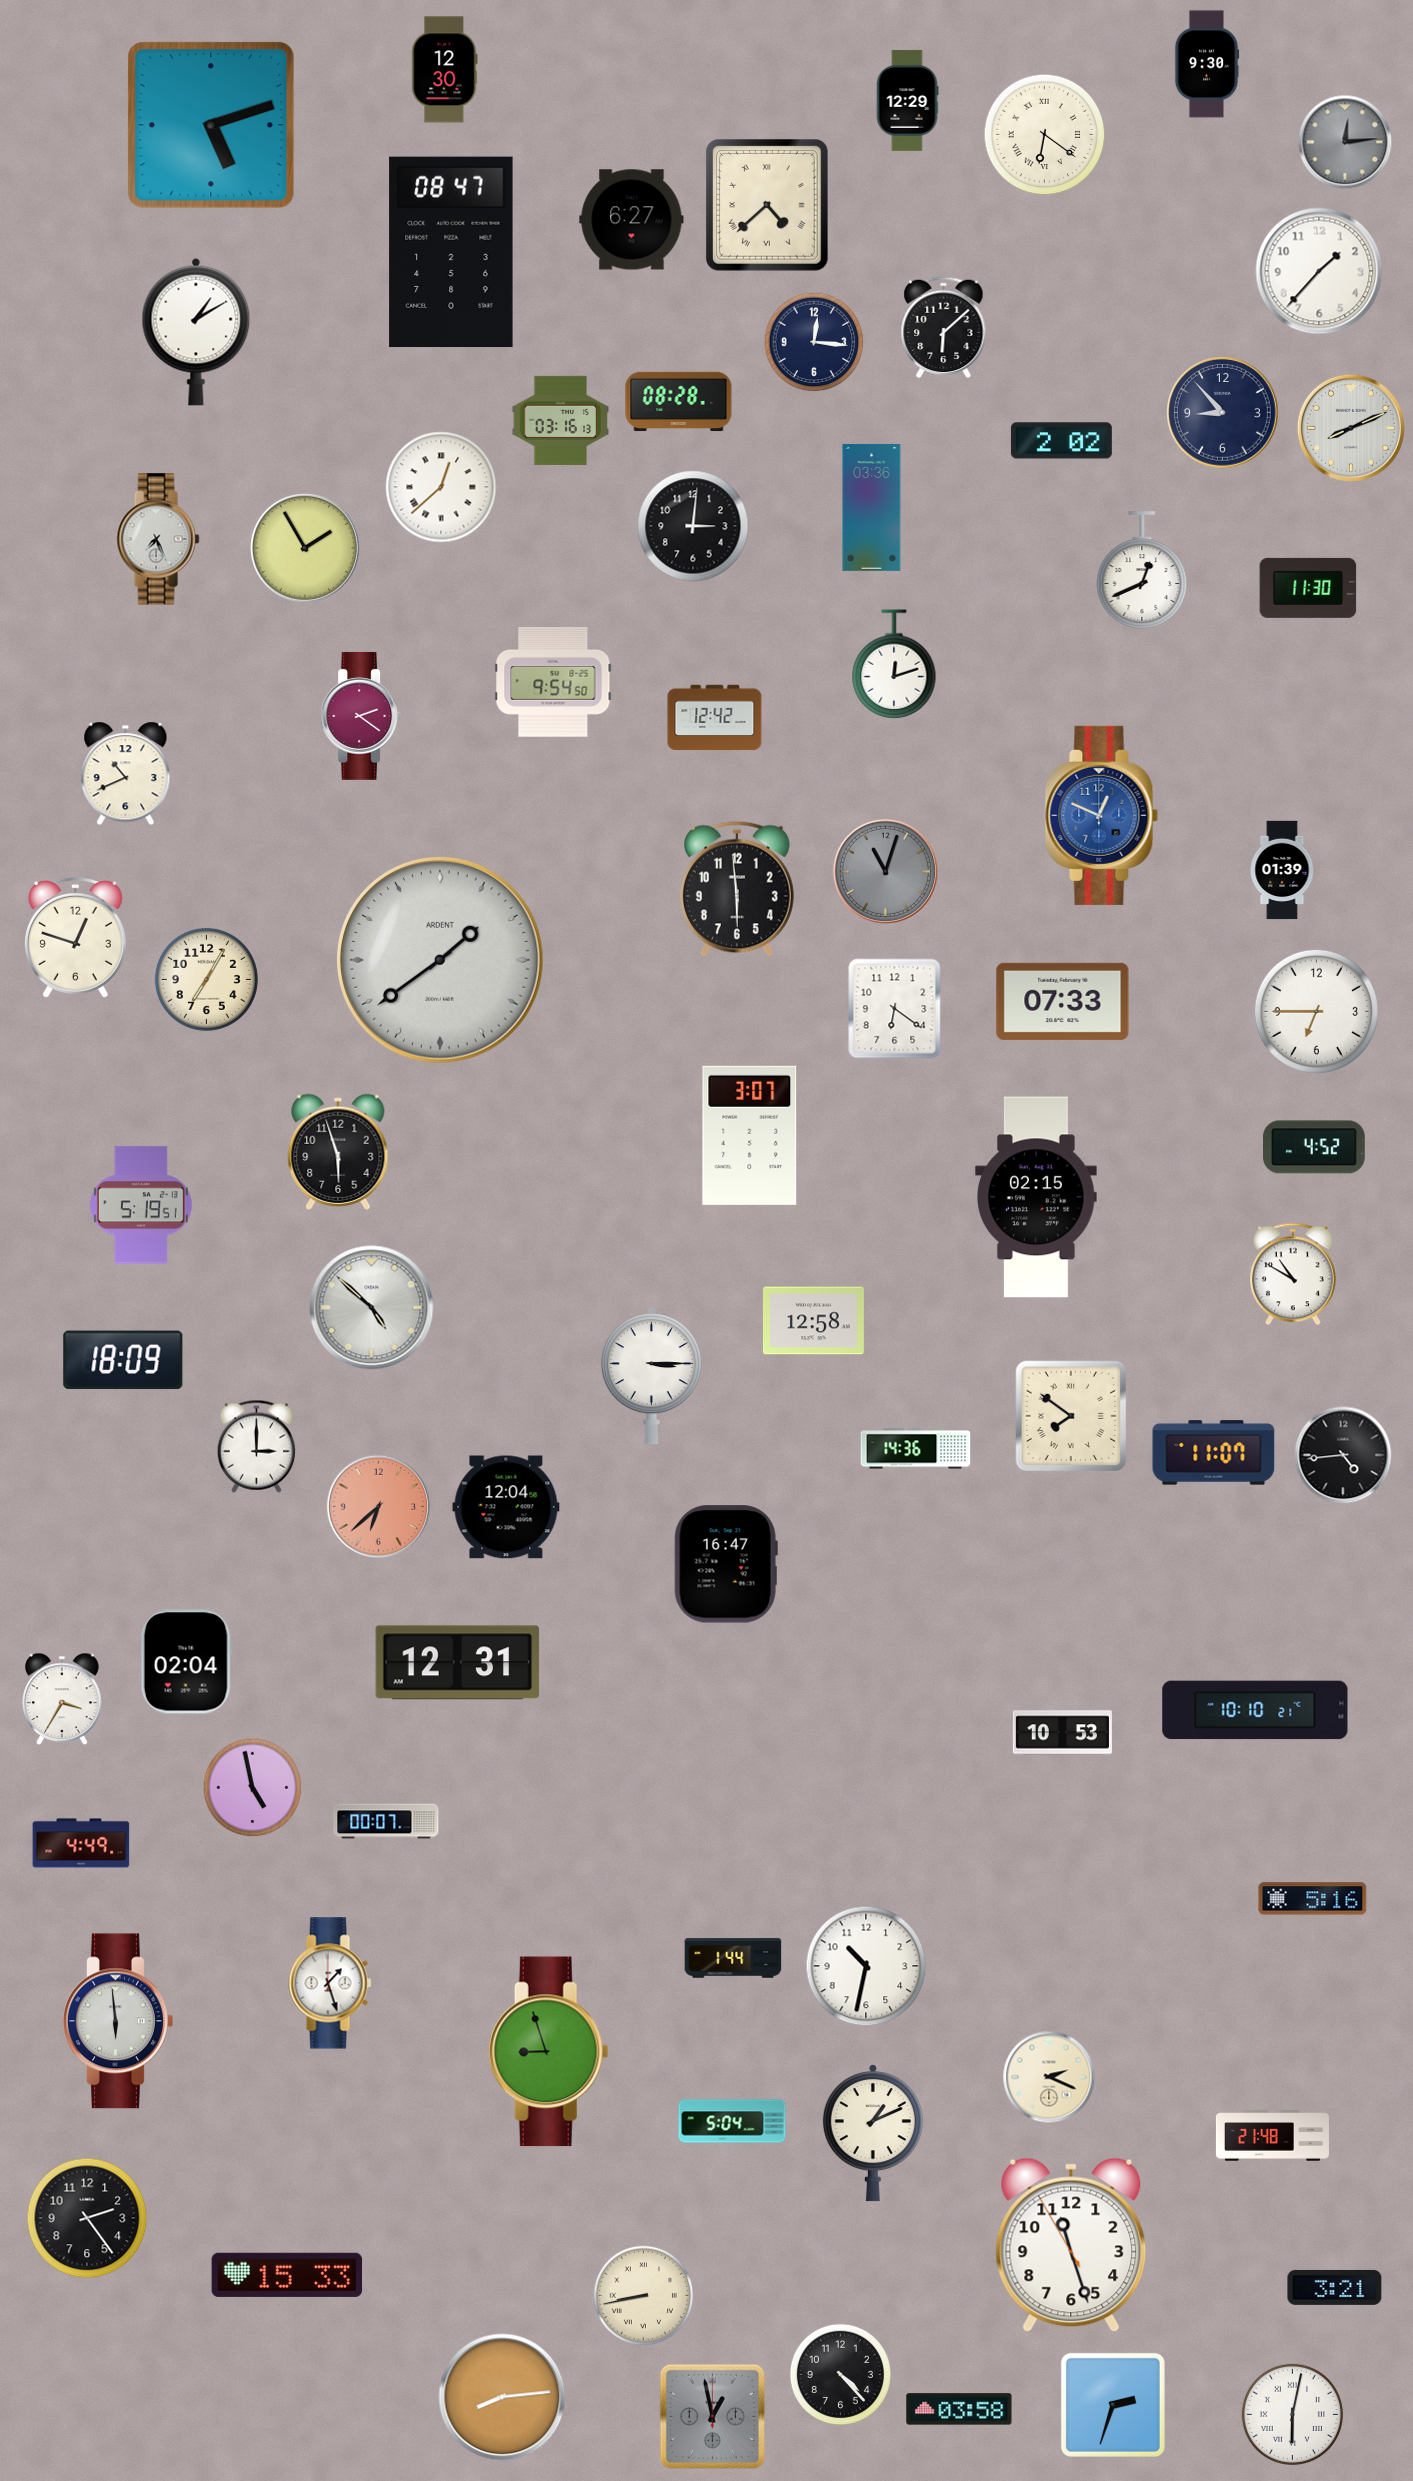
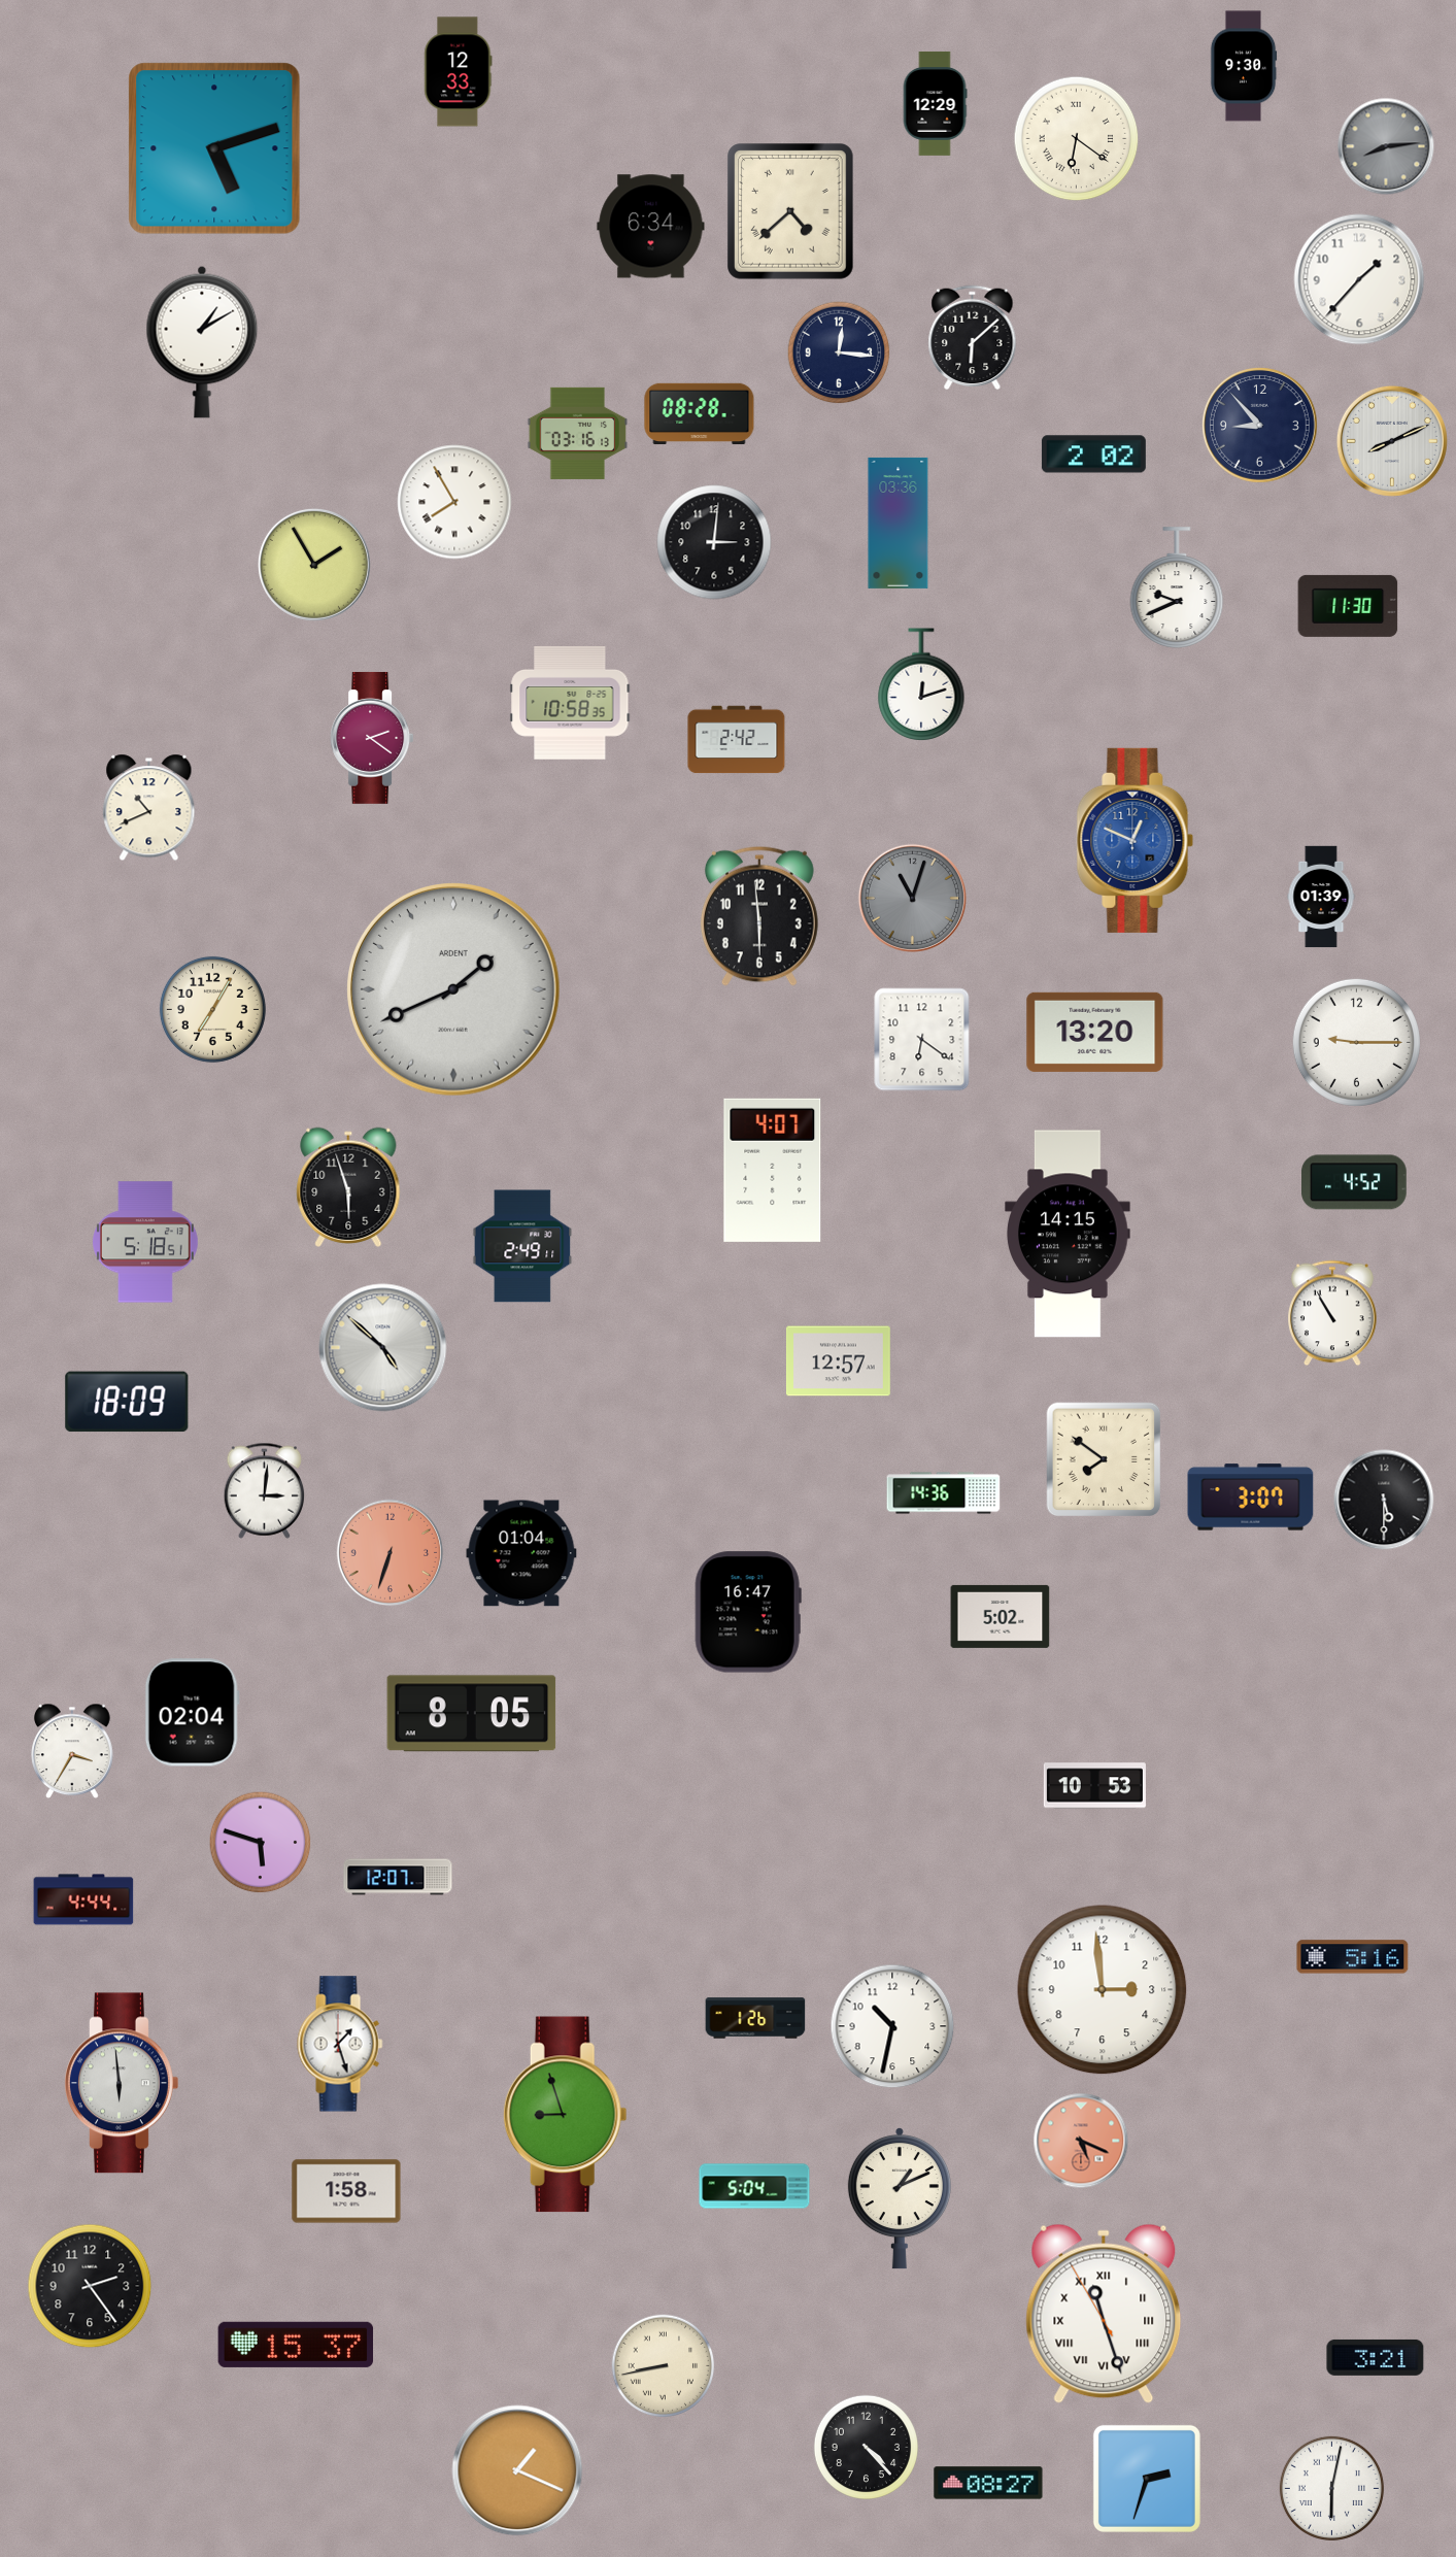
clock at (445, 70): 12:30 -> 12:33
clock at (211, 125) position: (211, 125) -> (214, 148)
clock at (1345, 142): 12:14 -> 8:14
clock at (632, 220): 6:27 -> 6:34
clock at (451, 252): 08:47 -> none
clock at (441, 487): 12:38 -> 7:55
clock at (158, 539): 7:26 -> none
clock at (1142, 570): 12:41 -> 9:41
clock at (553, 682): 9:54 -> 10:58
clock at (715, 718): 12:42 -> 2:42
clock at (126, 774) position: (126, 774) -> (149, 808)
clock at (75, 937): 12:48 -> none
clock at (441, 961): 1:39 -> 1:41
clock at (1063, 1001): 07:33 -> 13:20
clock at (1316, 1011): 6:45 -> 9:15
clock at (750, 1135): 3:07 -> 4:07
clock at (1036, 1197): 02:15 -> 14:15
clock at (141, 1205): 5:19 -> 5:18
clock at (522, 1246): none -> 2:49
clock at (1293, 1274): 10:50 -> 10:55
clock at (813, 1321): 12:58 -> 12:57
clock at (651, 1376): 3:15 -> none
clock at (257, 1446): 3:00 -> 3:01
clock at (1214, 1453): 11:07 -> 3:07
clock at (1343, 1455): 4:44 -> 5:30
clock at (379, 1507): 6:38 -> 6:33
clock at (506, 1507): 12:04 -> 01:04
clock at (1001, 1616): none -> 5:02
clock at (458, 1663): 12:31 -> 8:05
clock at (62, 1699) position: (62, 1699) -> (72, 1751)
clock at (1255, 1710): 10:10 -> none
clock at (253, 1788): 4:58 -> 5:48
clock at (386, 1821): 00:07 -> 12:07
clock at (81, 1843): 4:49 -> 4:44
clock at (1103, 1990): none -> 2:59
clock at (733, 1958): 1:44 -> 1:26
clock at (1049, 2077): 2:19 -> 5:19
clock at (1049, 2077) dial: cream -> salmon
clock at (346, 2191): none -> 1:58
clock at (1272, 2136): 21:48 -> none
clock at (1071, 2245) numerals: Arabic -> Roman
clock at (287, 2275): 15:33 -> 15:37
clock at (502, 2397): 8:14 -> 1:19
clock at (959, 2409): 03:58 -> 08:27
clock at (712, 2416): 12:58 -> none
